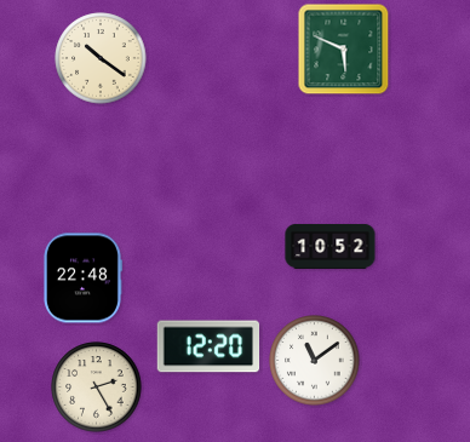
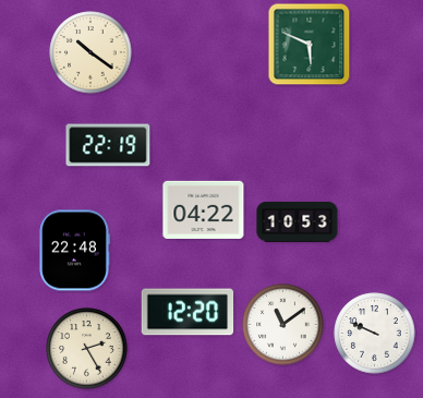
clock at (108, 145): none -> 22:19
clock at (204, 209): none -> 04:22
clock at (331, 246): 10:52 -> 10:53
clock at (375, 334): none -> 9:49
